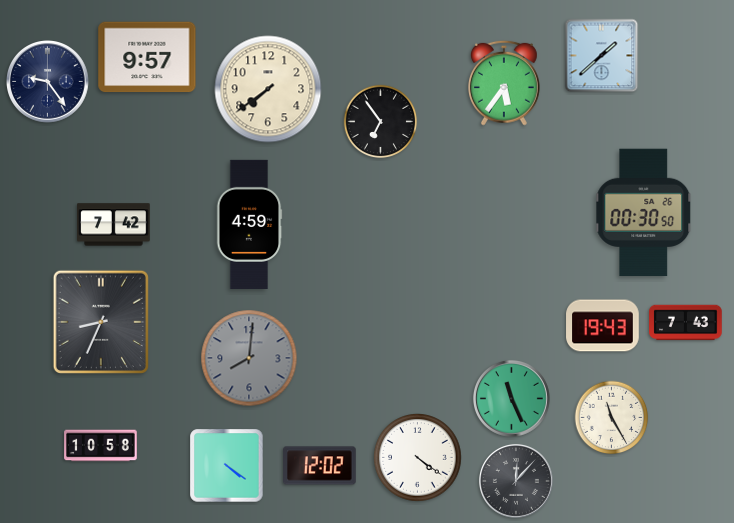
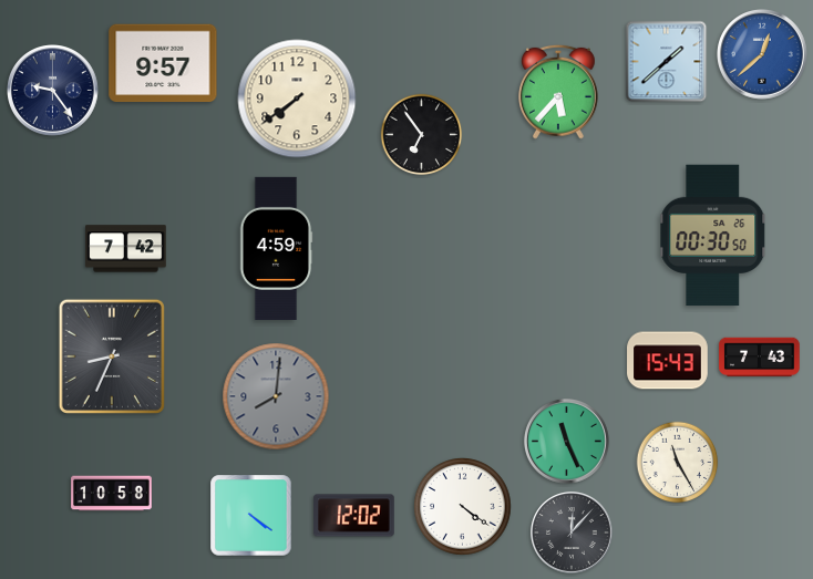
clock at (763, 55): none -> 12:38
clock at (505, 83): 5:36 -> 5:37
clock at (603, 326): 19:43 -> 15:43
